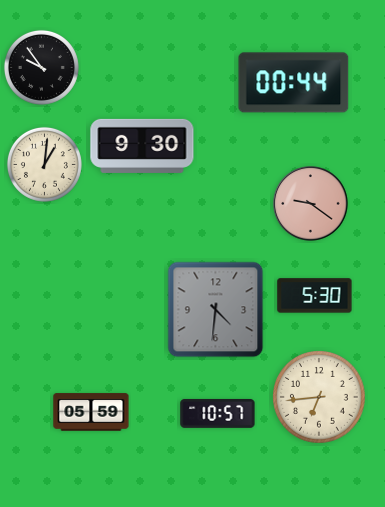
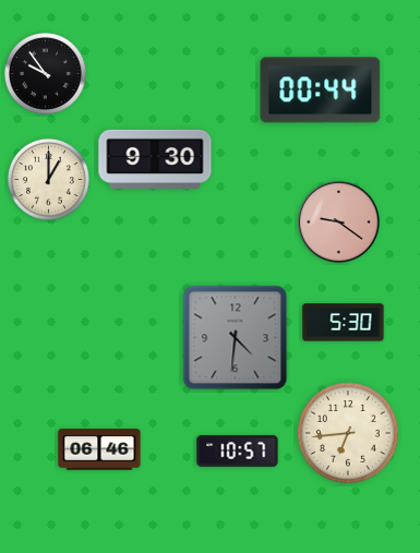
clock at (44, 164): 1:01 -> 1:00
clock at (91, 412): 05:59 -> 06:46
